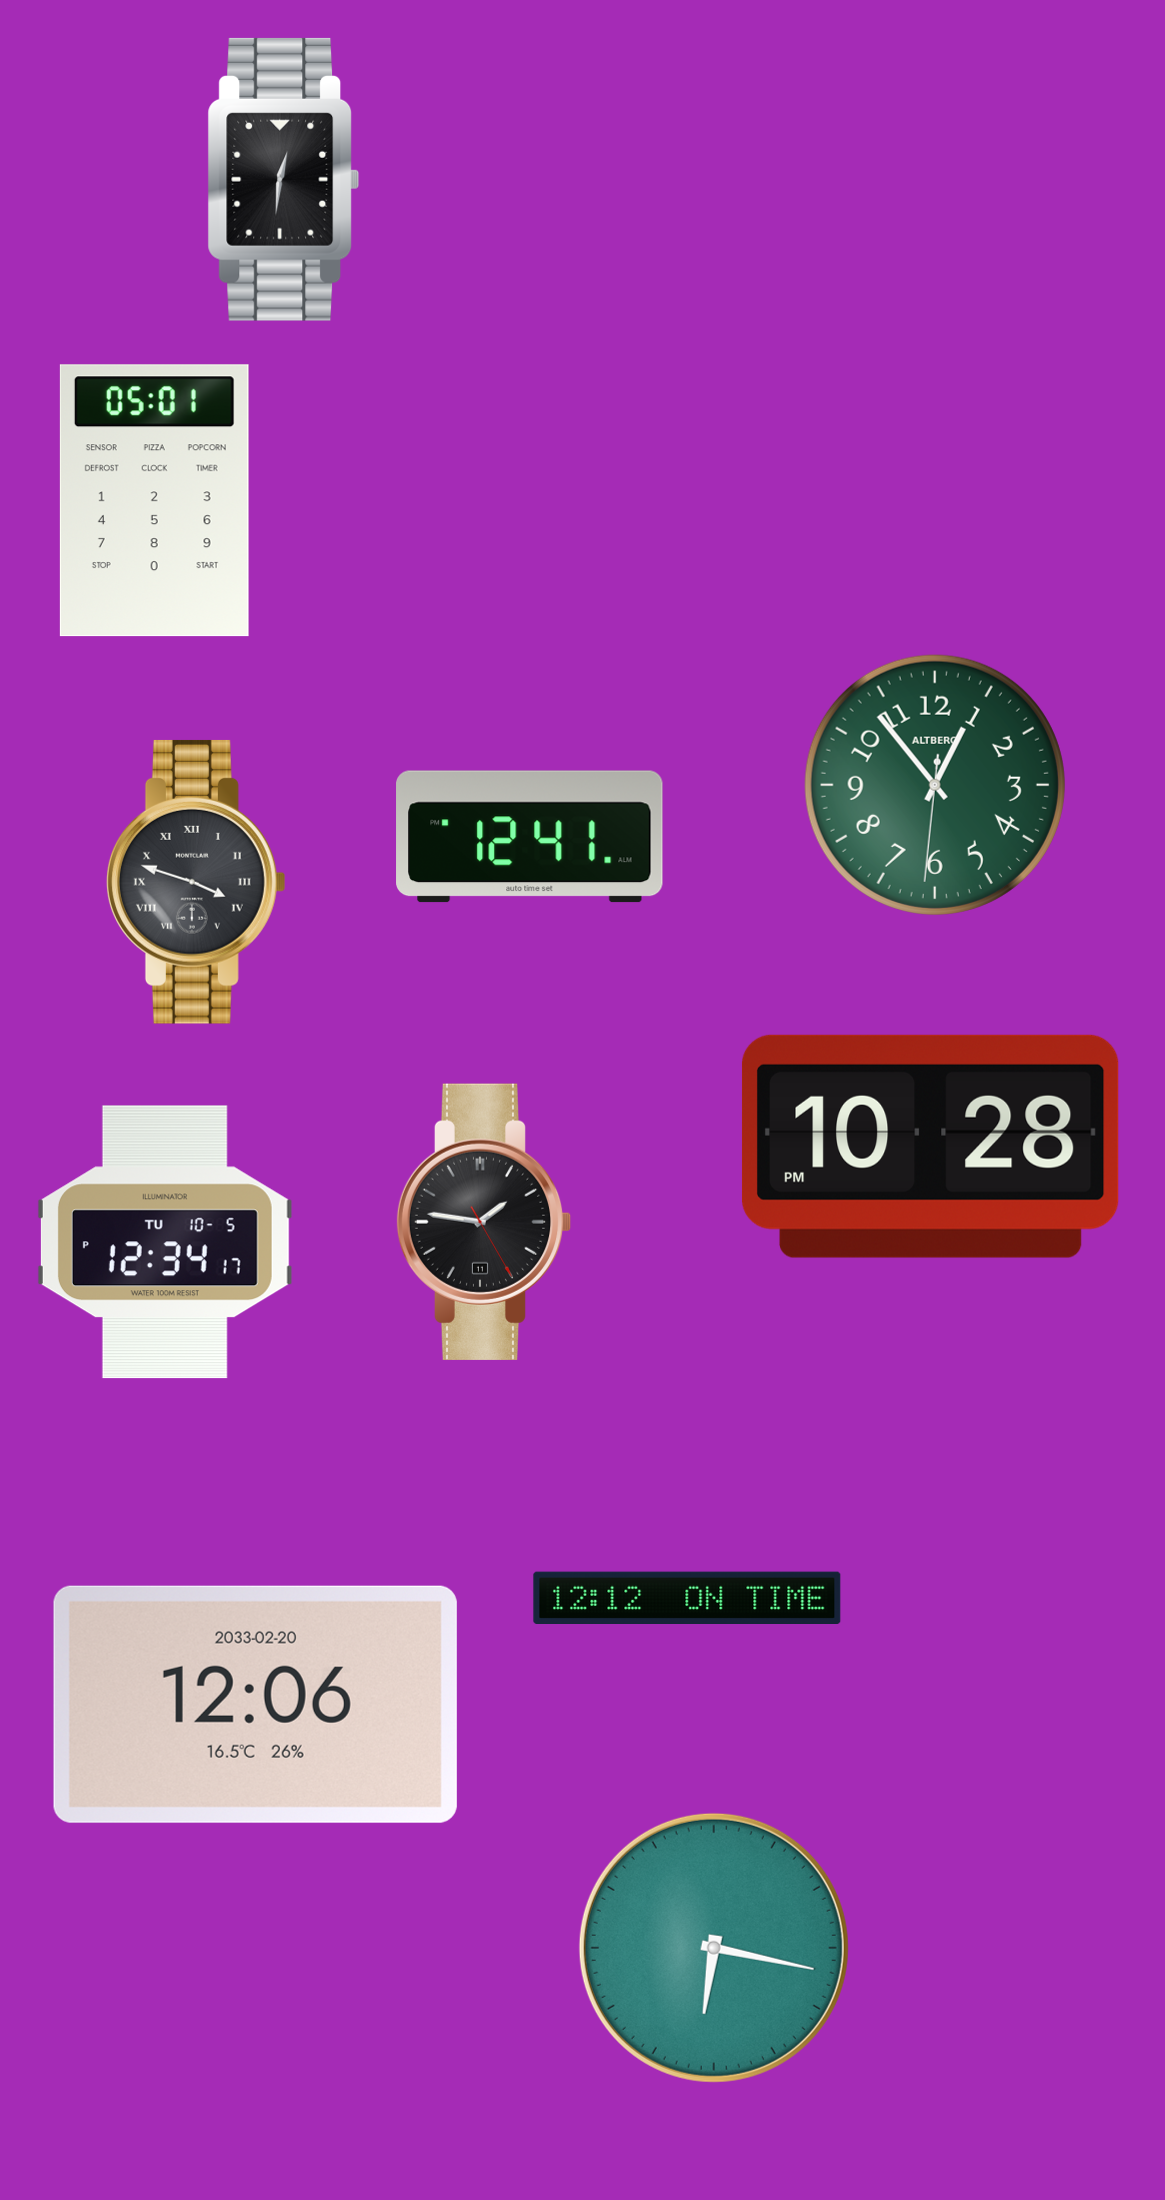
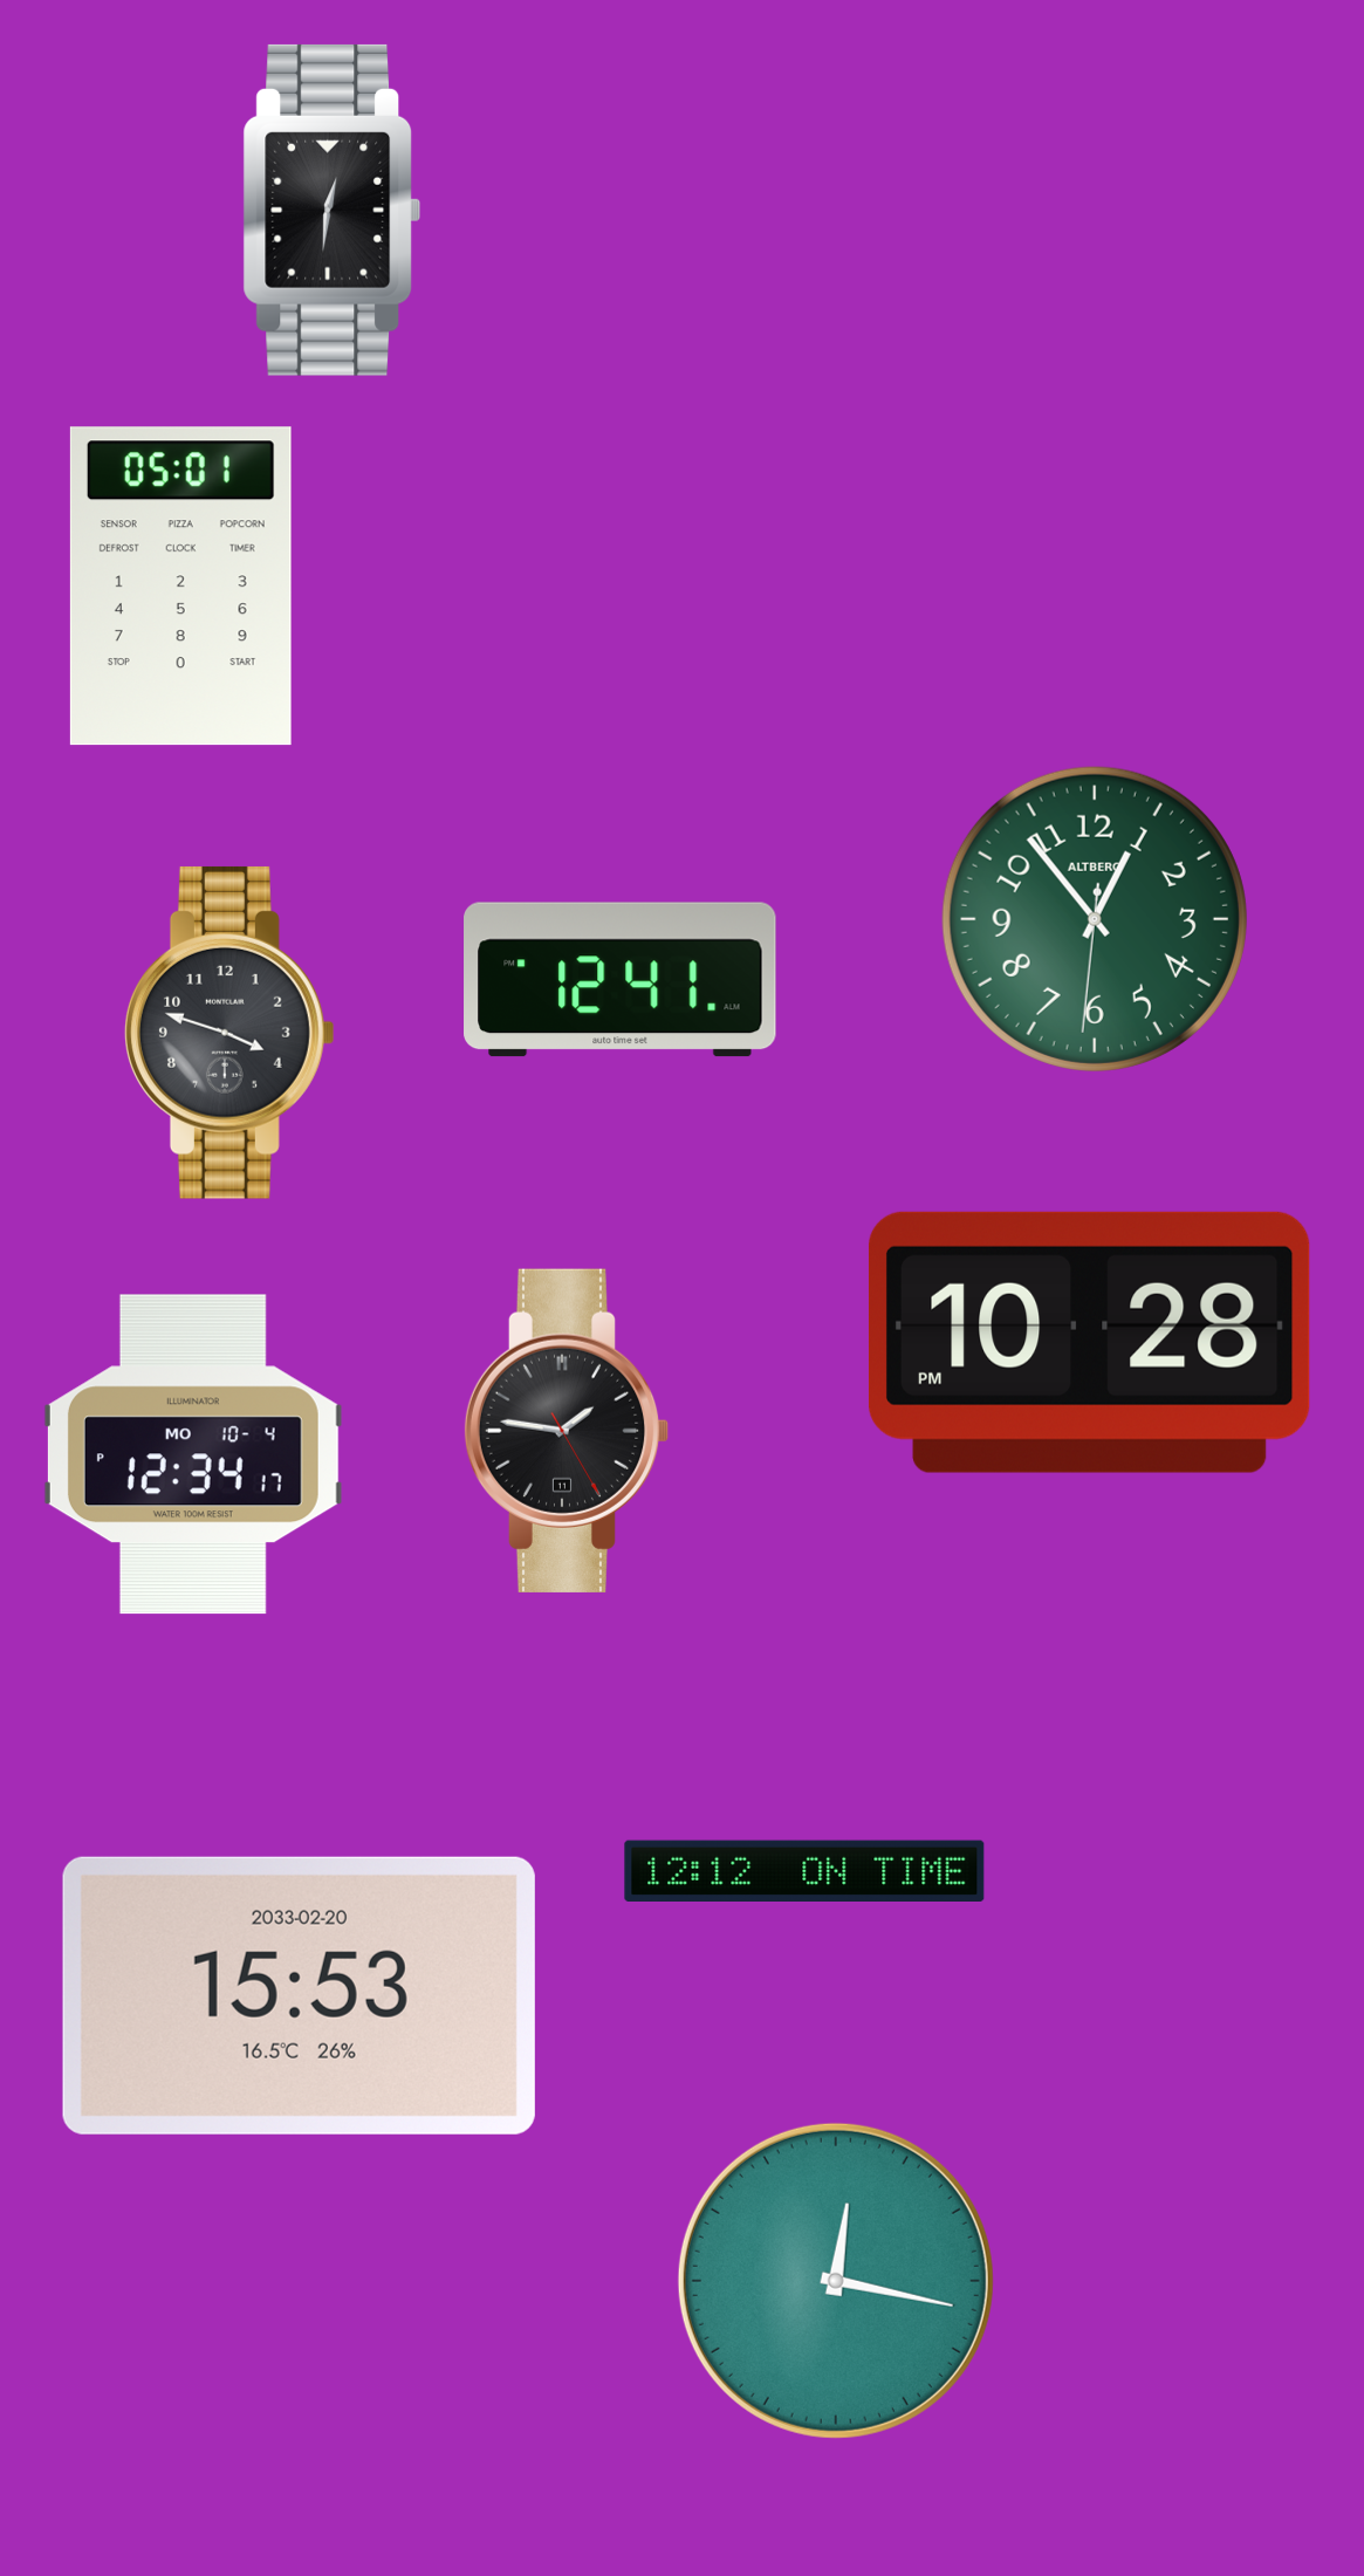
clock at (196, 882) numerals: Roman -> Arabic
clock at (165, 1242) date: TU 10-5 -> MO 10-4
clock at (255, 1704): 12:06 -> 15:53
clock at (714, 1948): 6:17 -> 12:17
